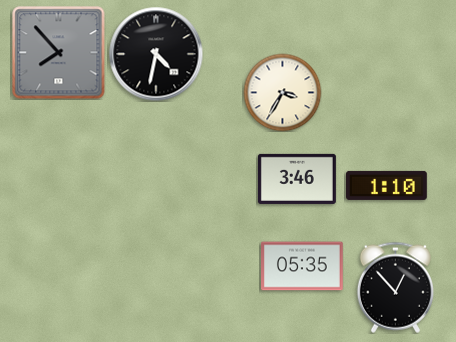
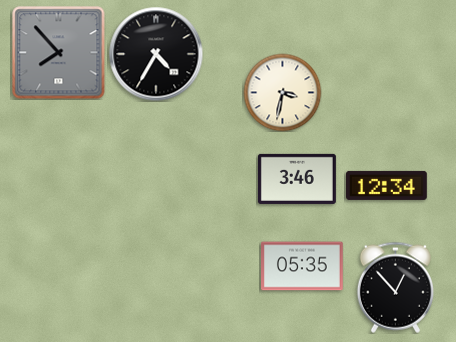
clock at (156, 54): 4:32 -> 4:35
clock at (282, 92): 3:35 -> 3:32
clock at (387, 185): 1:10 -> 12:34
